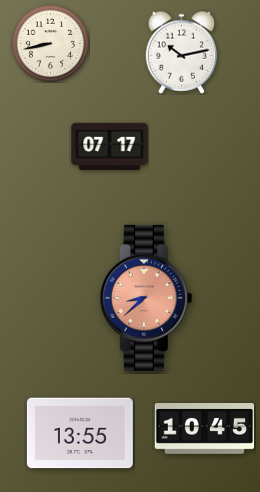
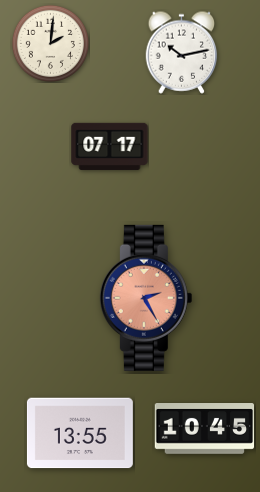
clock at (50, 43): 8:43 -> 2:01
clock at (146, 298): 8:38 -> 2:25
